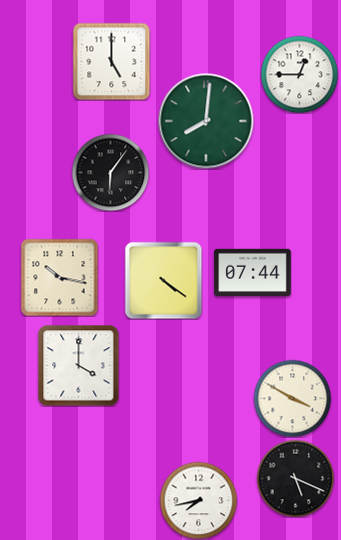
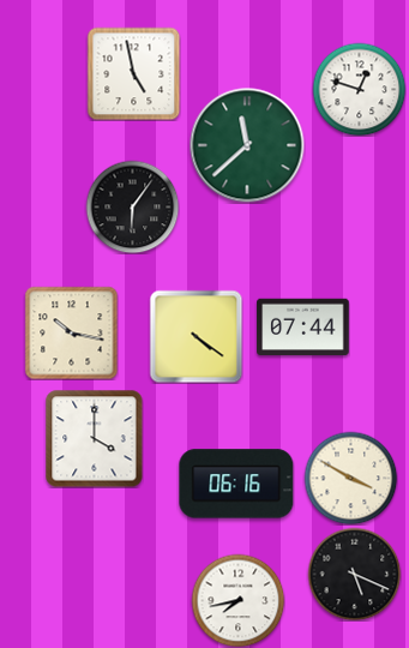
clock at (111, 61): 5:00 -> 4:58
clock at (299, 74): 12:45 -> 12:48
clock at (206, 121): 8:01 -> 11:38
clock at (236, 484): none -> 06:16
